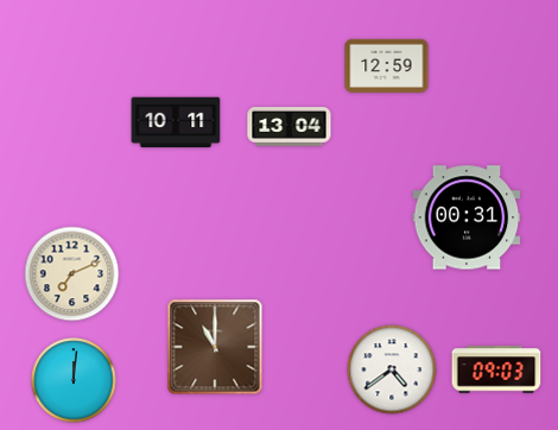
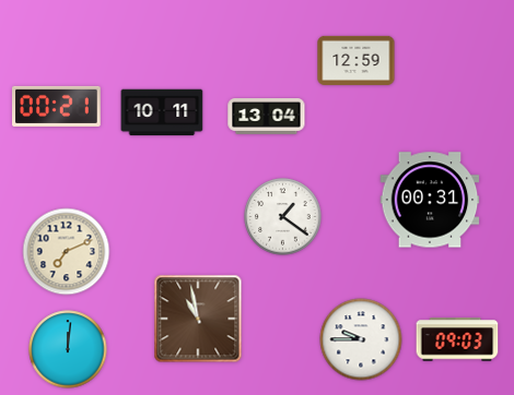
clock at (57, 106): none -> 00:21
clock at (283, 217): none -> 1:21
clock at (215, 347): 11:00 -> 10:58
clock at (392, 369): 4:39 -> 9:45
